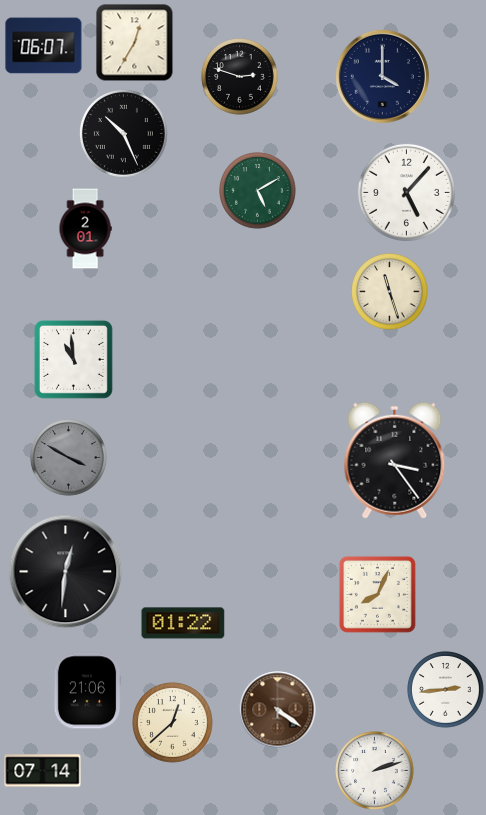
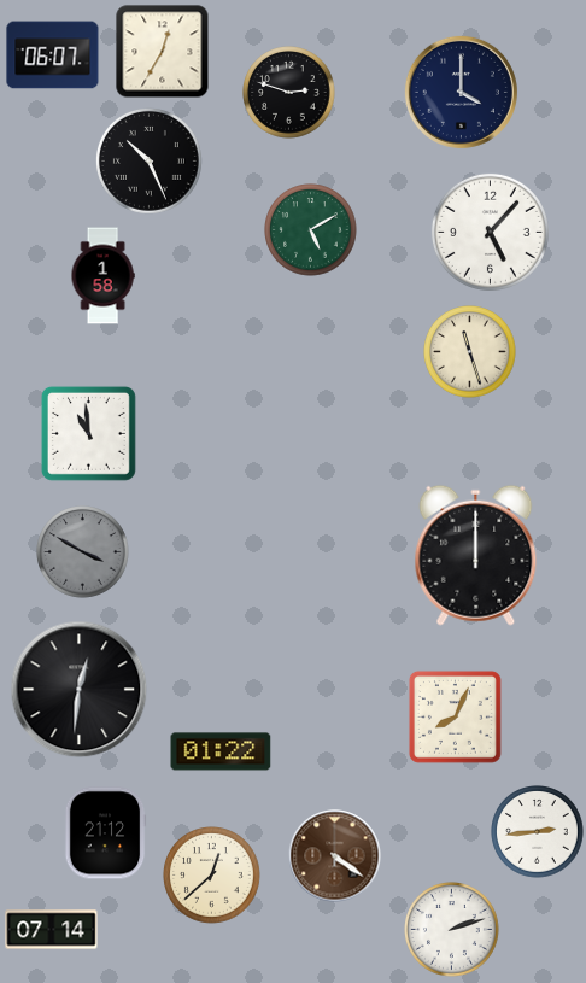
clock at (85, 229): 2:01 -> 1:58
clock at (395, 460): 3:24 -> 12:00
clock at (87, 691): 21:06 -> 21:12
clock at (173, 723) position: (173, 723) -> (212, 876)
